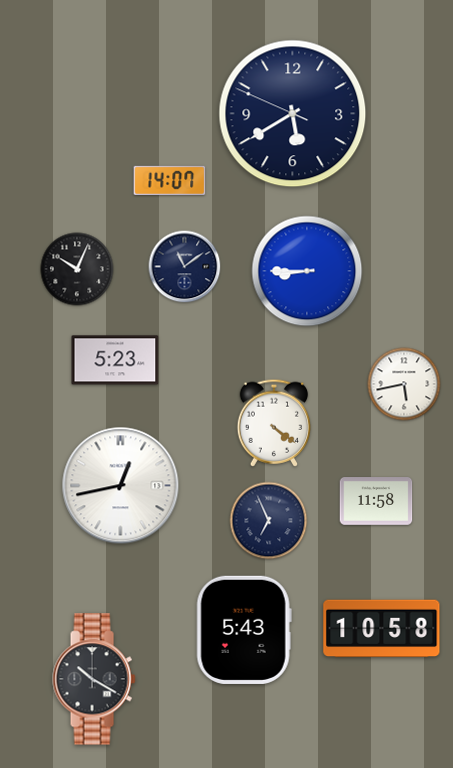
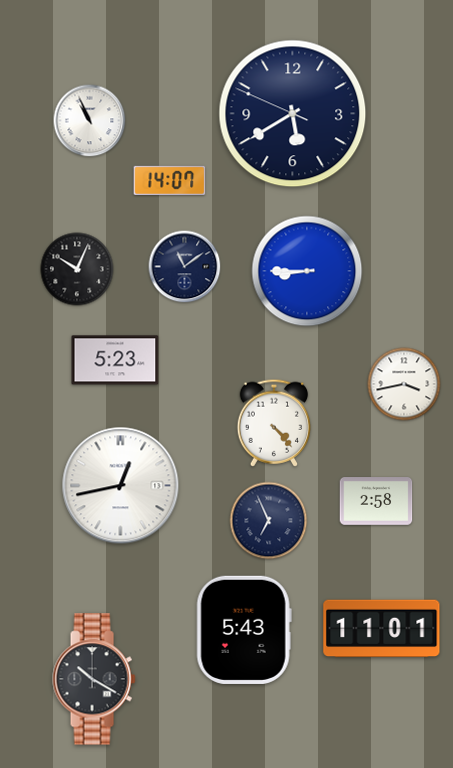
clock at (90, 121): none -> 10:56
clock at (404, 384): 5:43 -> 3:43
clock at (274, 423): 4:21 -> 4:23
clock at (376, 501): 11:58 -> 2:58
clock at (382, 629): 10:58 -> 11:01
